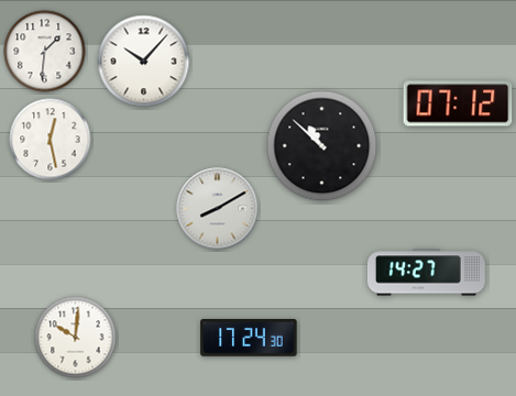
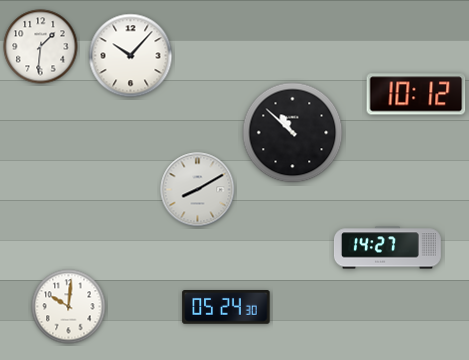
clock at (458, 103): 07:12 -> 10:12
clock at (51, 140): 12:28 -> none
clock at (249, 339): 17:24 -> 05:24
